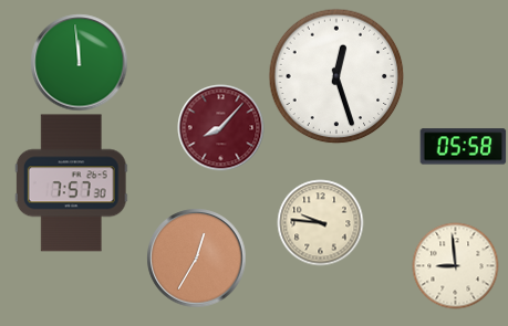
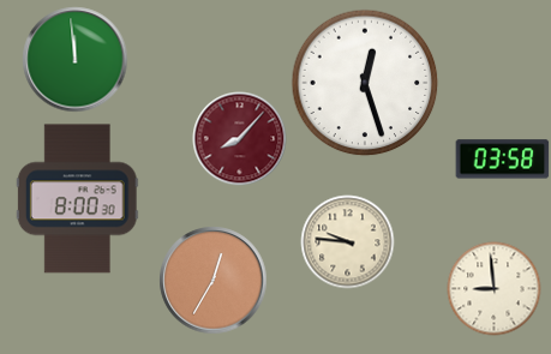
clock at (79, 62) position: (79, 62) -> (74, 59)
clock at (463, 147): 05:58 -> 03:58
clock at (71, 183): 7:57 -> 8:00
